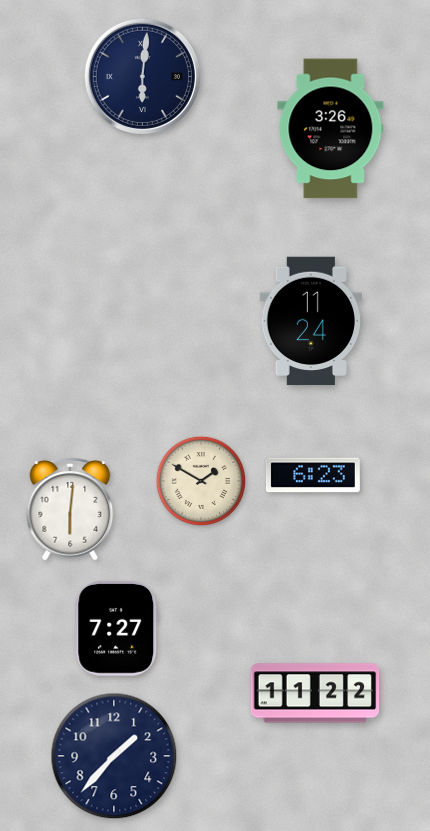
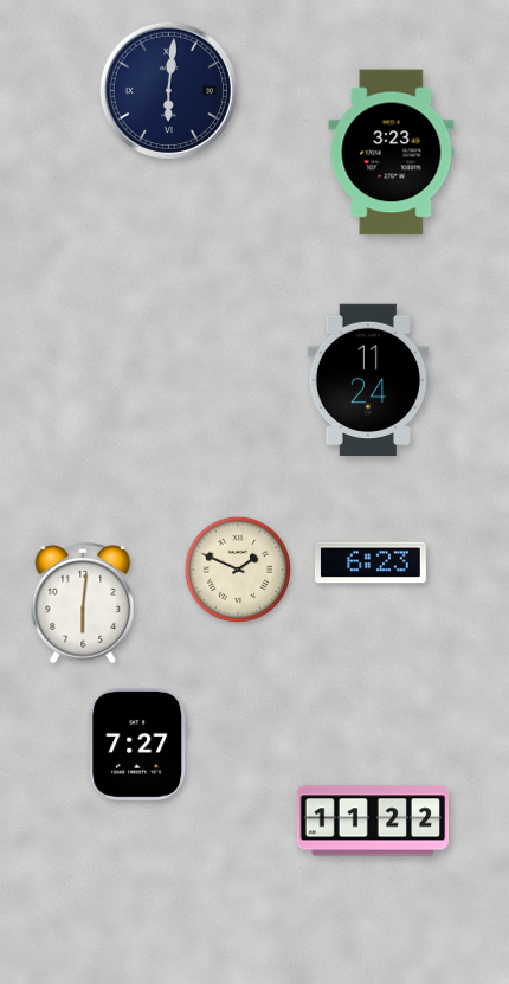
clock at (331, 129): 3:26 -> 3:23
clock at (201, 481): 1:50 -> 1:49
clock at (114, 756): 1:37 -> none
